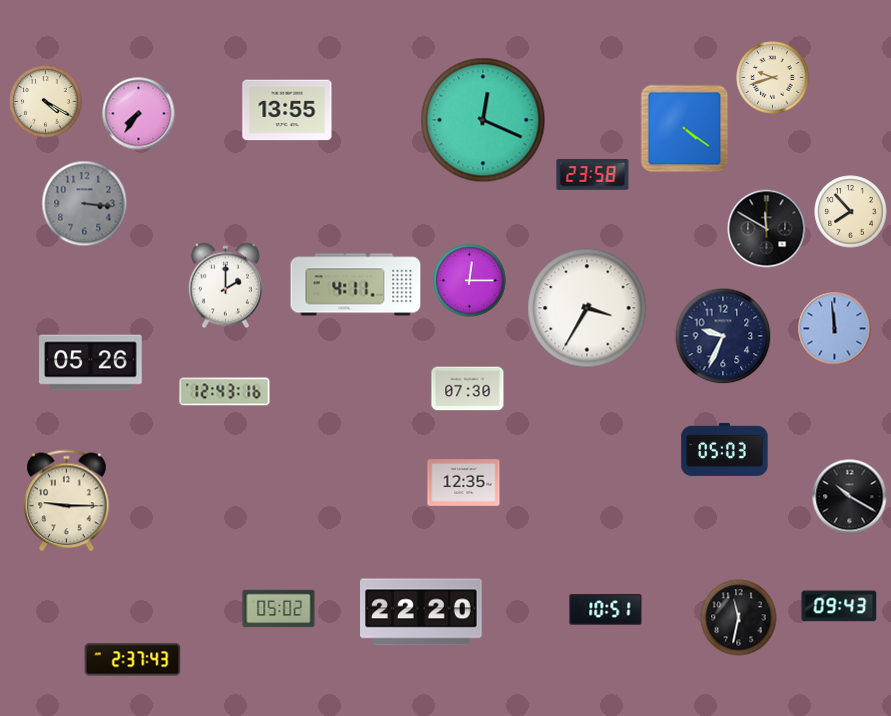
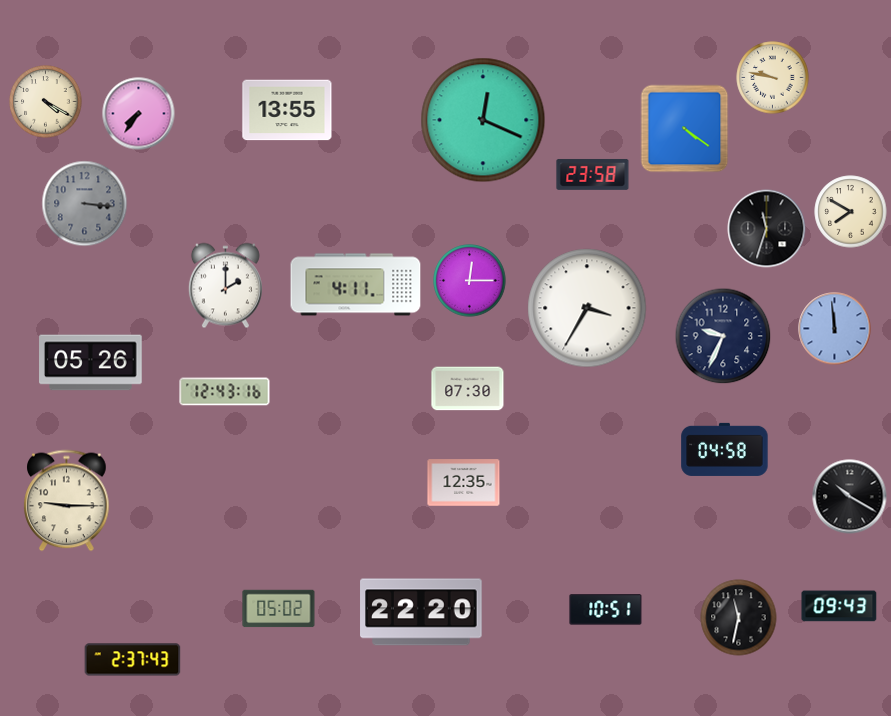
clock at (773, 78): 9:42 -> 9:47
clock at (851, 212): 7:53 -> 7:50
clock at (767, 229): 11:50 -> 11:33
clock at (725, 449): 05:03 -> 04:58
